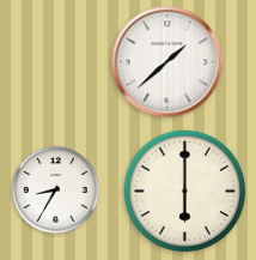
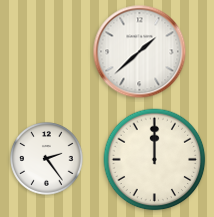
clock at (56, 191): 8:35 -> 2:24
clock at (185, 192): 6:00 -> 12:00
